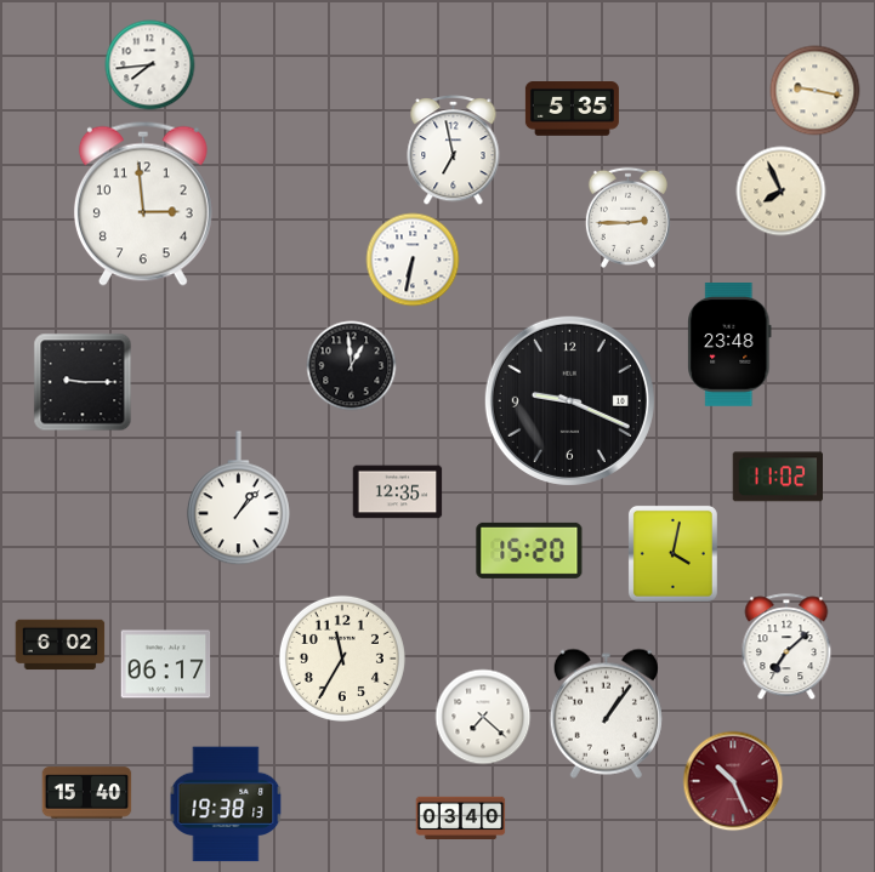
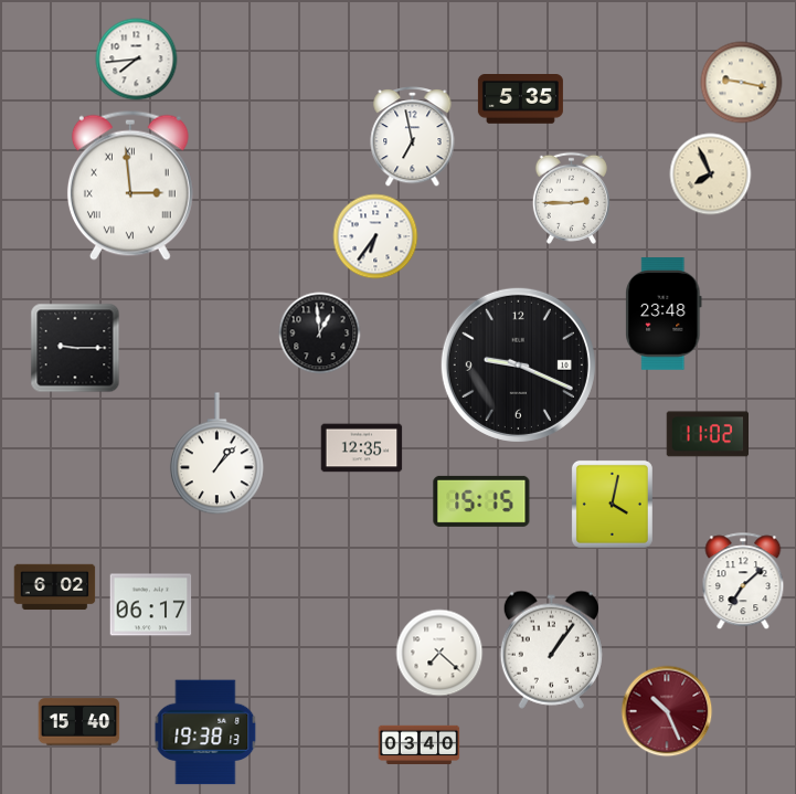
clock at (143, 204) numerals: Arabic -> Roman
clock at (413, 260): 6:32 -> 6:36
clock at (529, 551): 15:20 -> 15:15
clock at (786, 648) position: (786, 648) -> (743, 582)
clock at (342, 659): 11:35 -> none
